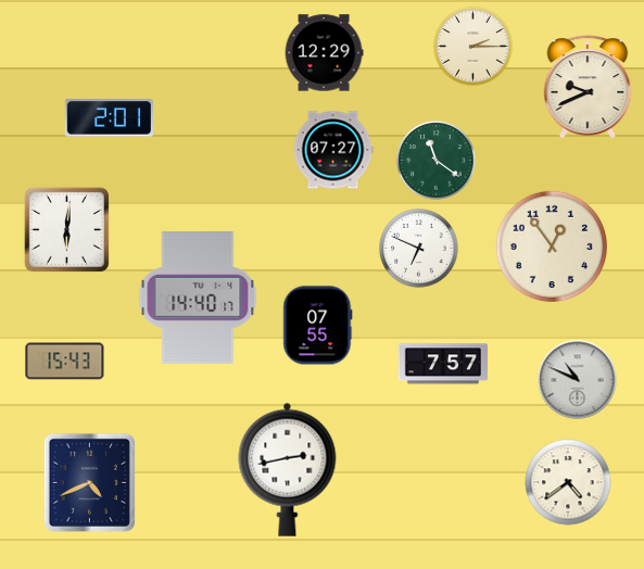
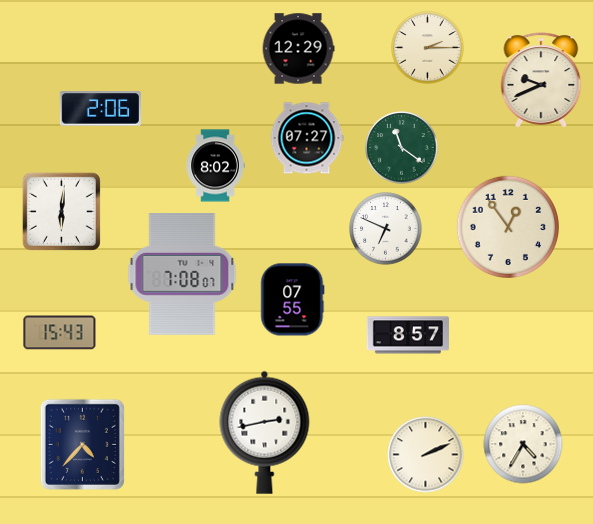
clock at (473, 47) position: (473, 47) -> (428, 48)
clock at (109, 118): 2:01 -> 2:06
clock at (215, 166): none -> 8:02
clock at (198, 298): 14:40 -> 7:08
clock at (443, 364): 7:57 -> 8:57
clock at (578, 380): 10:49 -> none
clock at (89, 482): 4:41 -> 4:37
clock at (568, 482): 4:39 -> 4:35
clock at (426, 455): none -> 2:11
